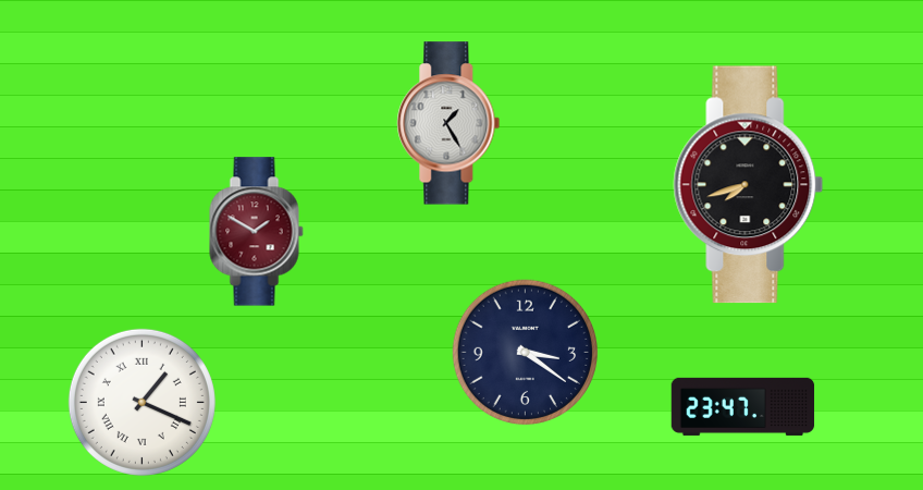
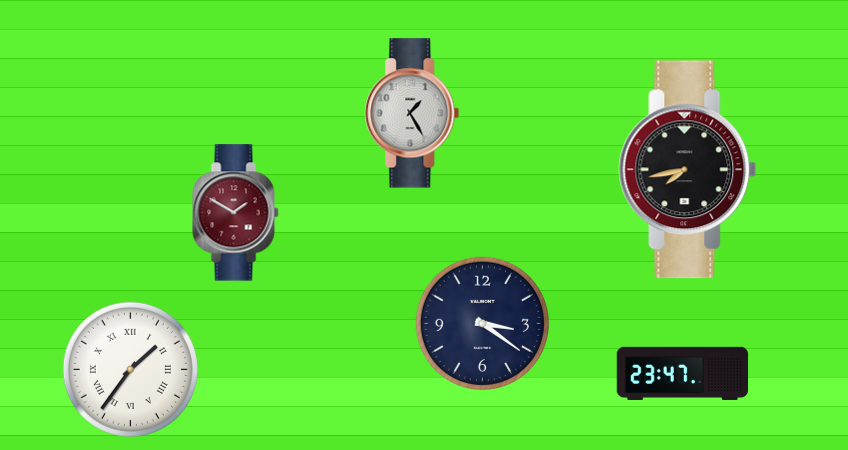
clock at (749, 185): 7:42 -> 7:43
clock at (141, 402): 1:19 -> 1:36
